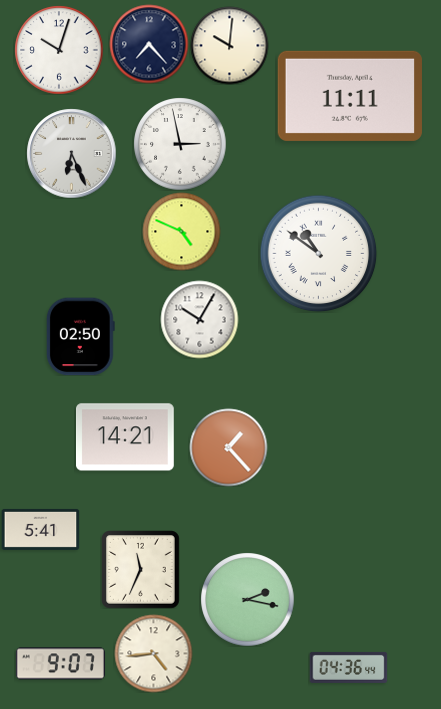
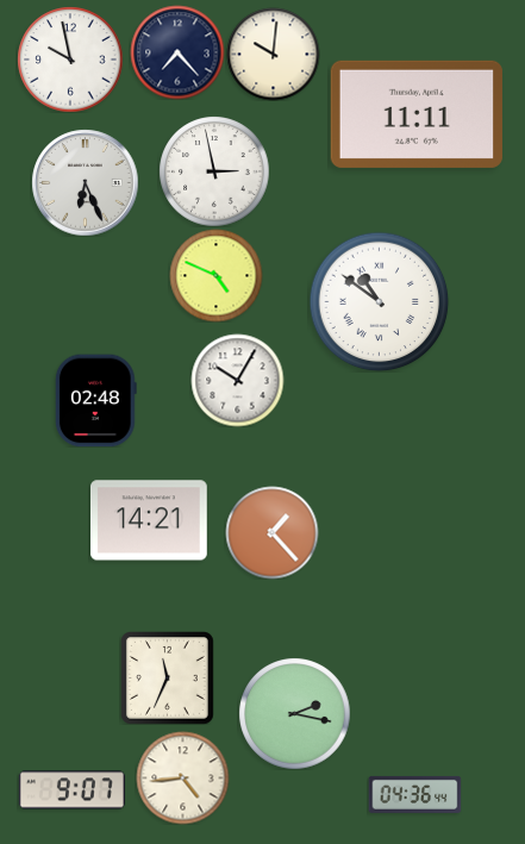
clock at (59, 50): 10:03 -> 9:58
clock at (80, 336): 02:50 -> 02:48
clock at (40, 529): 5:41 -> none
